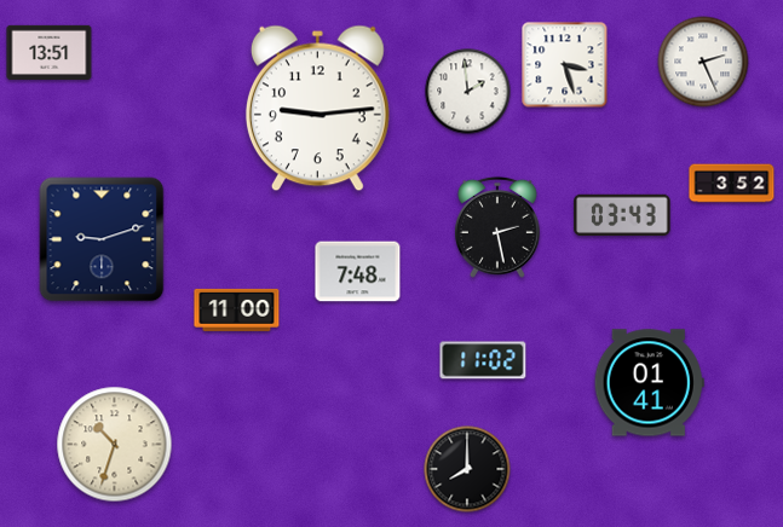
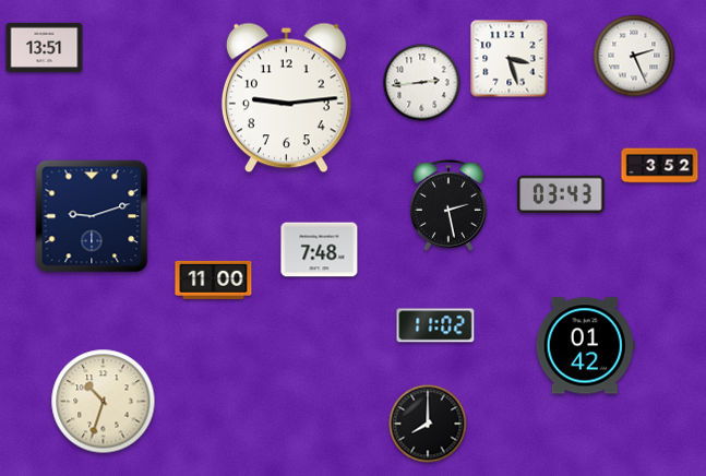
clock at (468, 92): 1:59 -> 2:44
clock at (358, 272) position: (358, 272) -> (320, 250)
clock at (649, 383): 01:41 -> 01:42
clock at (467, 469) position: (467, 469) -> (428, 424)
